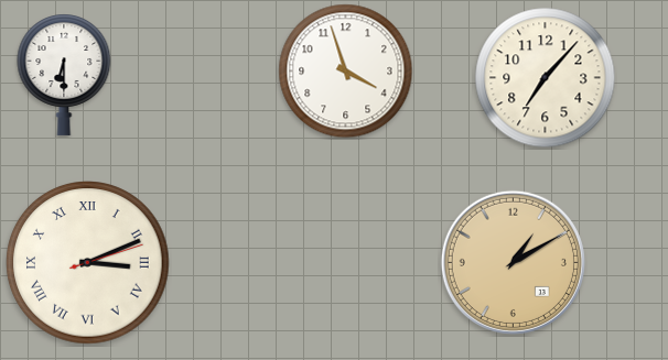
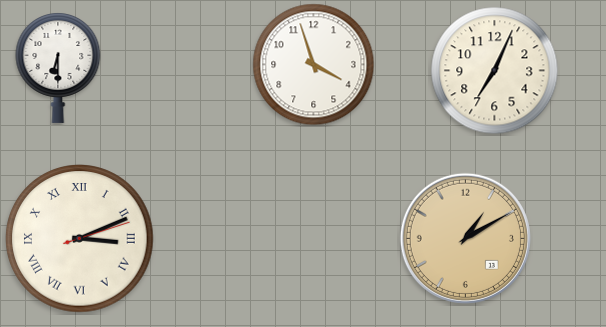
clock at (546, 78): 7:07 -> 7:04
